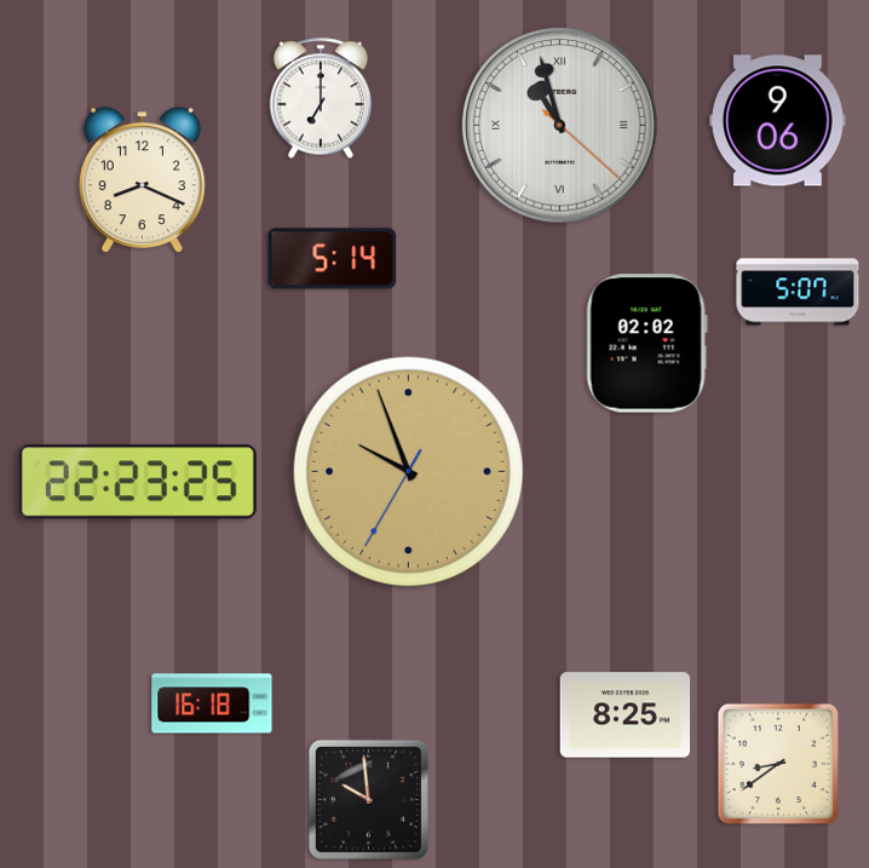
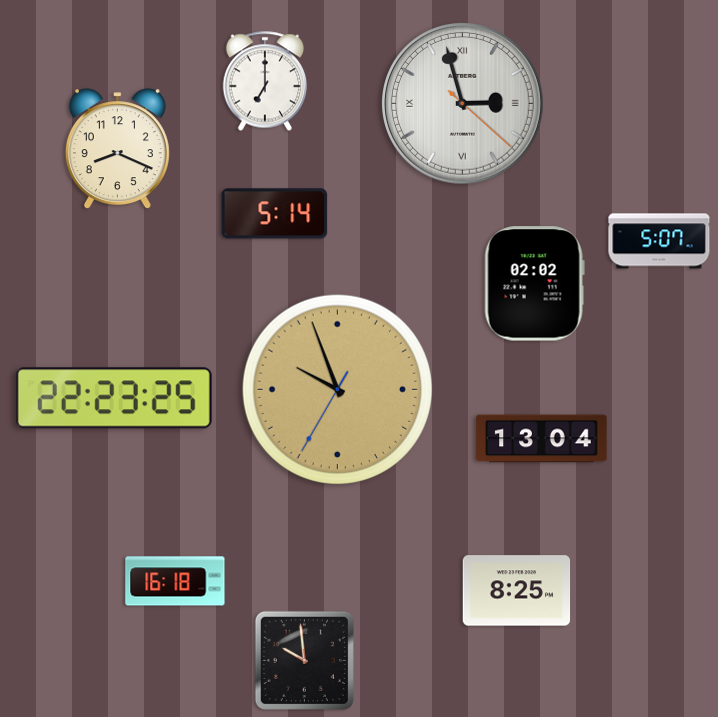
clock at (778, 121): 9:06 -> none
clock at (560, 126): 10:57 -> 2:57
clock at (542, 439): none -> 13:04
clock at (777, 763): 8:39 -> none
